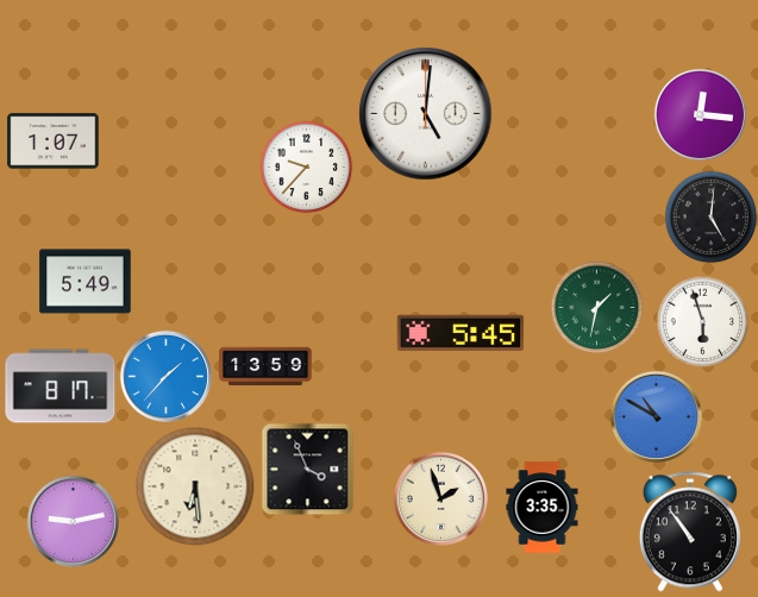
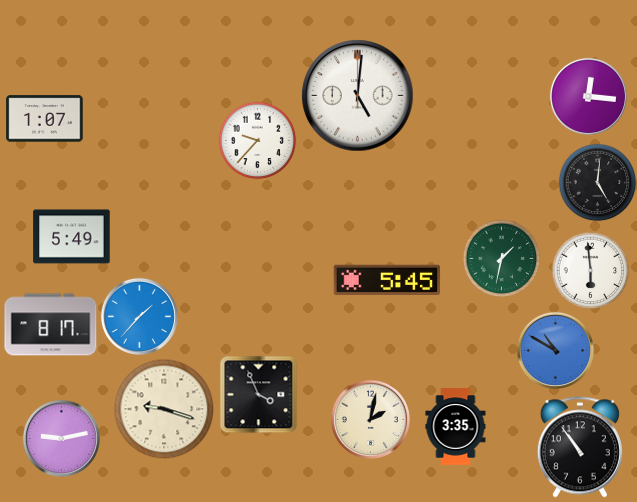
clock at (702, 321): 5:57 -> 5:59
clock at (265, 366): 13:59 -> none
clock at (656, 416) position: (656, 416) -> (555, 350)
clock at (195, 486): 6:29 -> 9:18
clock at (440, 498): 1:57 -> 2:02
